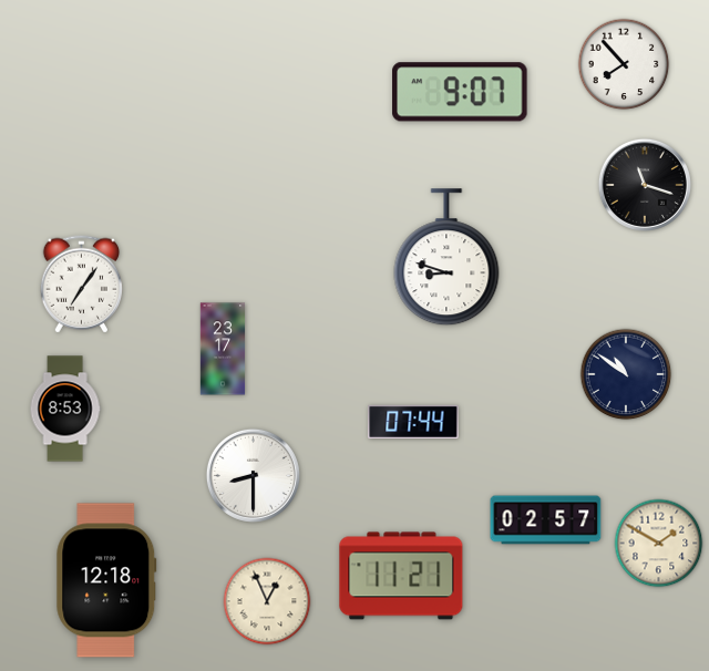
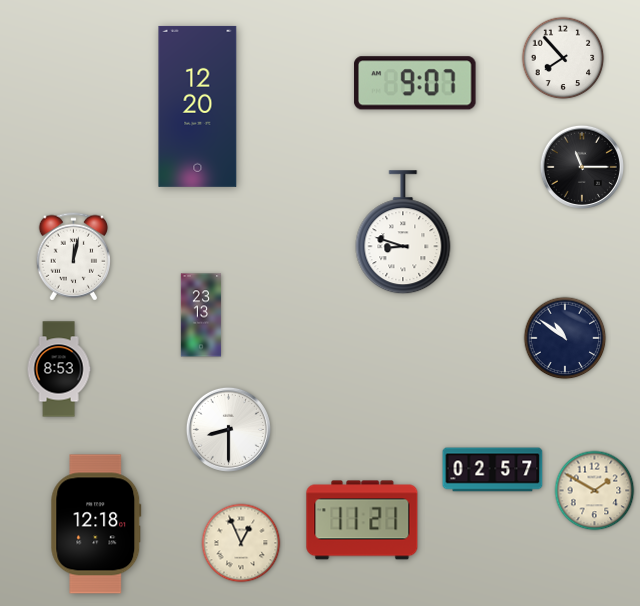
clock at (198, 106): none -> 12:20
clock at (645, 185): 11:18 -> 11:15
clock at (81, 285): 7:06 -> 12:02
clock at (223, 349): 23:17 -> 23:13
clock at (413, 422): 07:44 -> none
